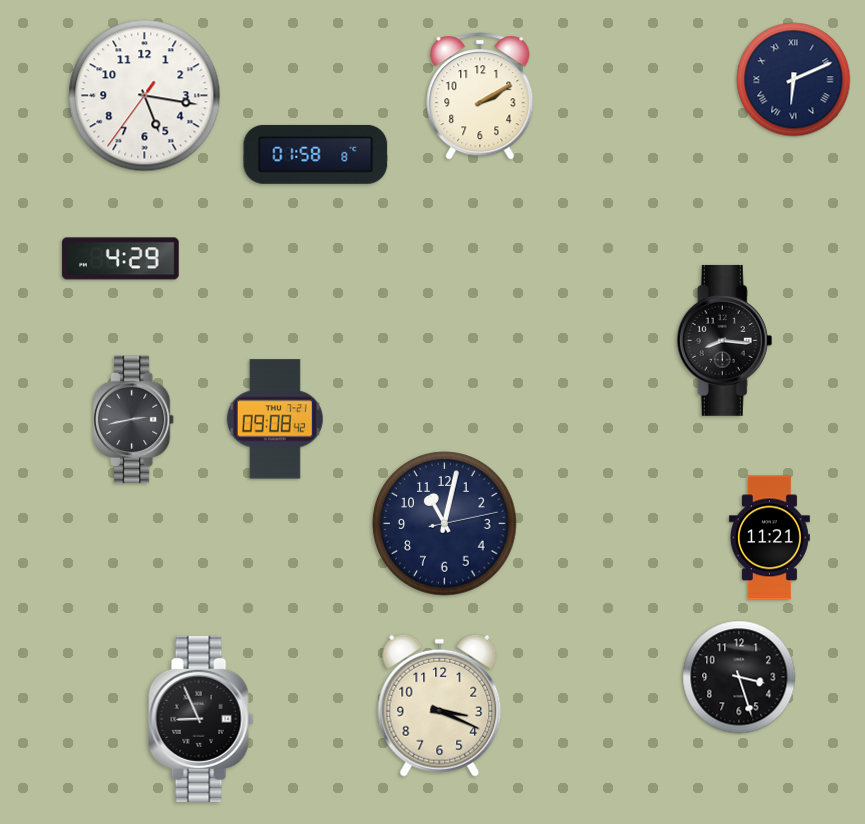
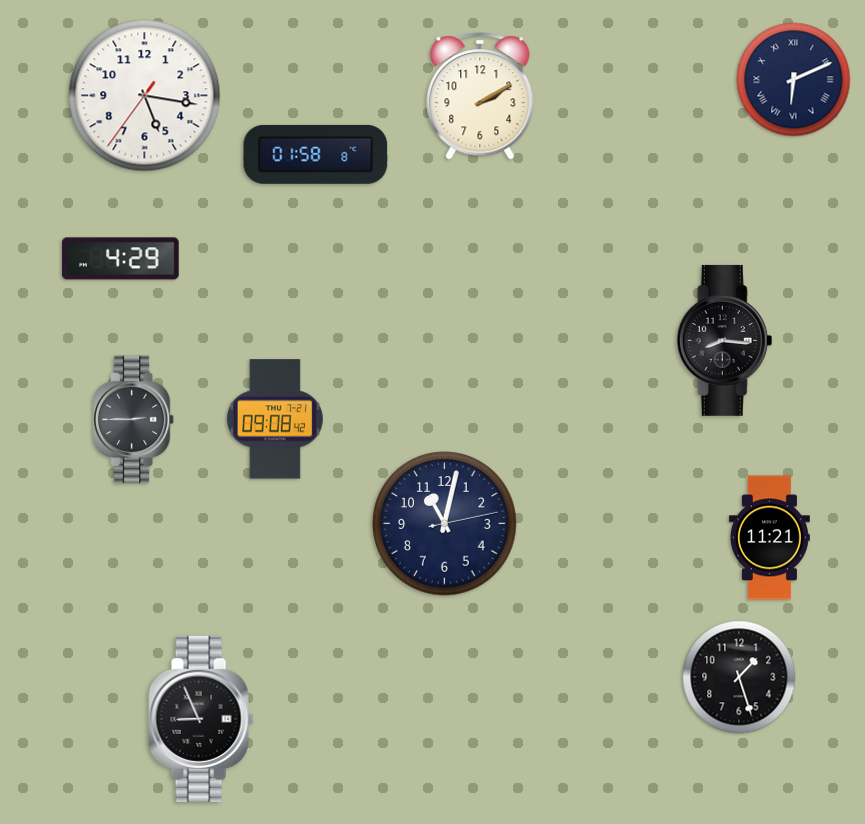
clock at (134, 420): 2:43 -> 2:45
clock at (739, 677): 3:27 -> 1:27
clock at (440, 705): 3:19 -> none
